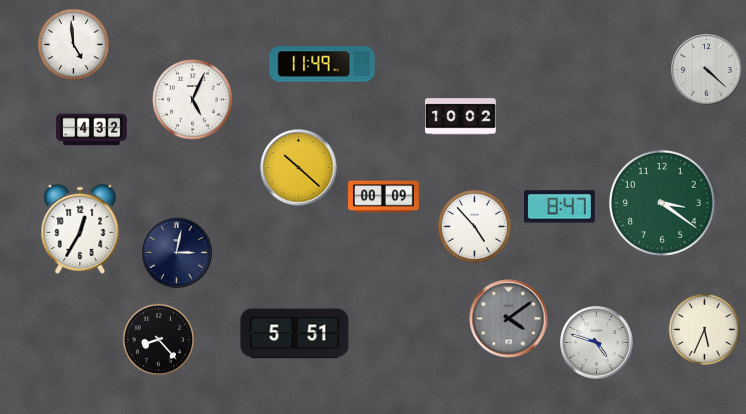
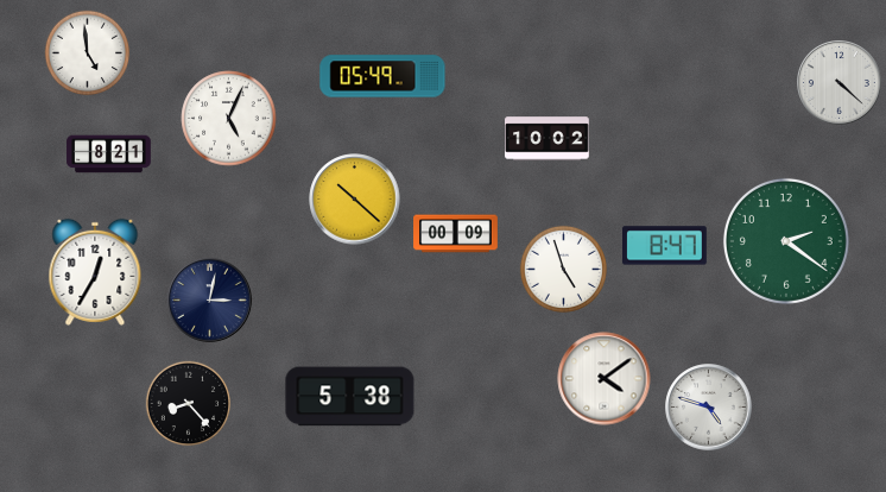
clock at (322, 64): 11:49 -> 05:49
clock at (92, 130): 4:32 -> 8:21
clock at (662, 203): 3:21 -> 2:21
clock at (474, 226): 4:53 -> 4:57
clock at (509, 319) dial: grey -> white
clock at (705, 330): 5:34 -> none
clock at (295, 334): 5:51 -> 5:38
